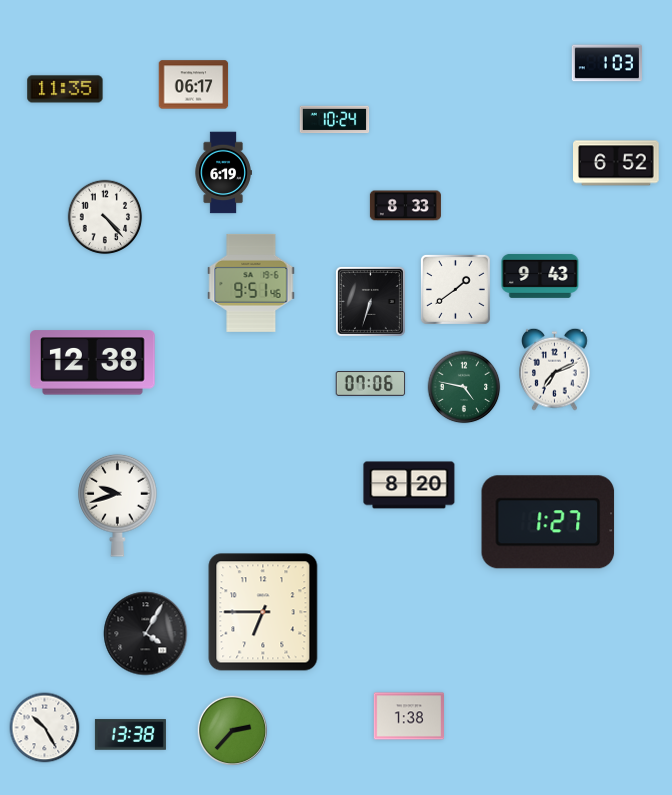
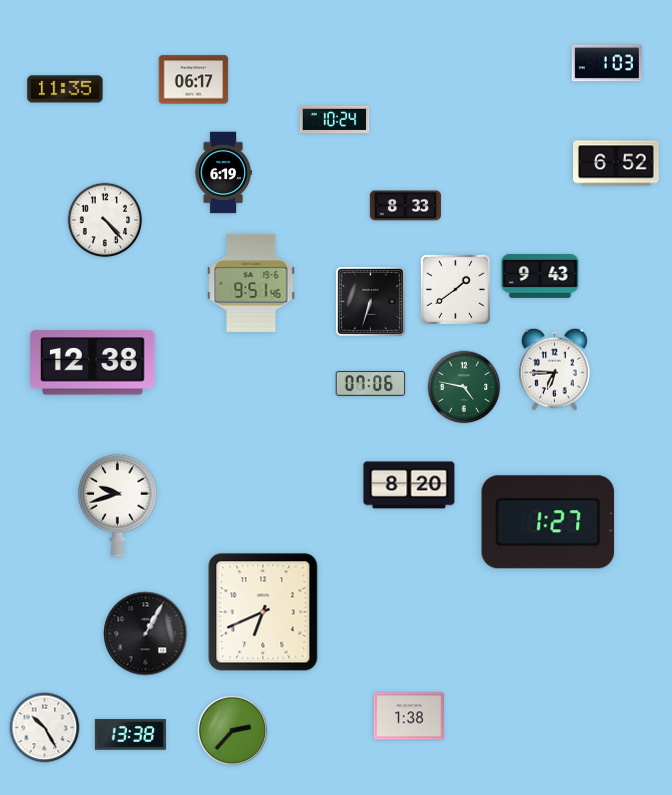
clock at (194, 85) position: (194, 85) -> (194, 80)
clock at (105, 217) position: (105, 217) -> (105, 220)
clock at (555, 369): 7:11 -> 6:45
clock at (263, 612): 6:45 -> 6:41
clock at (146, 634): 4:05 -> 1:05
